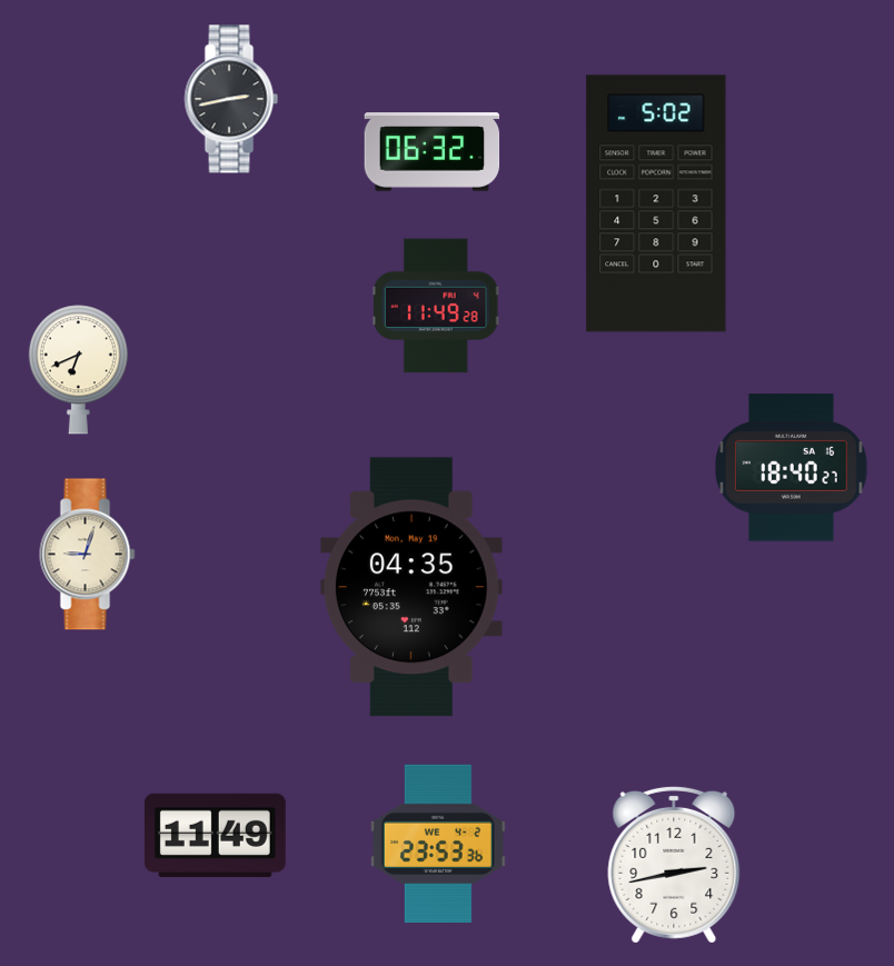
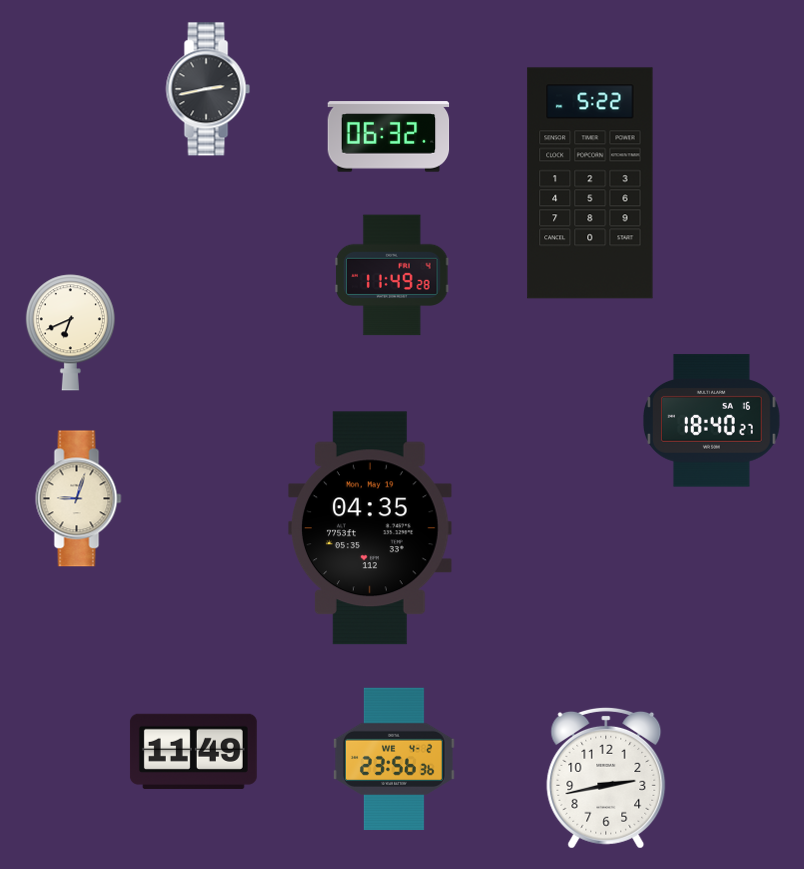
clock at (656, 203): 5:02 -> 5:22
clock at (438, 844): 23:53 -> 23:56
